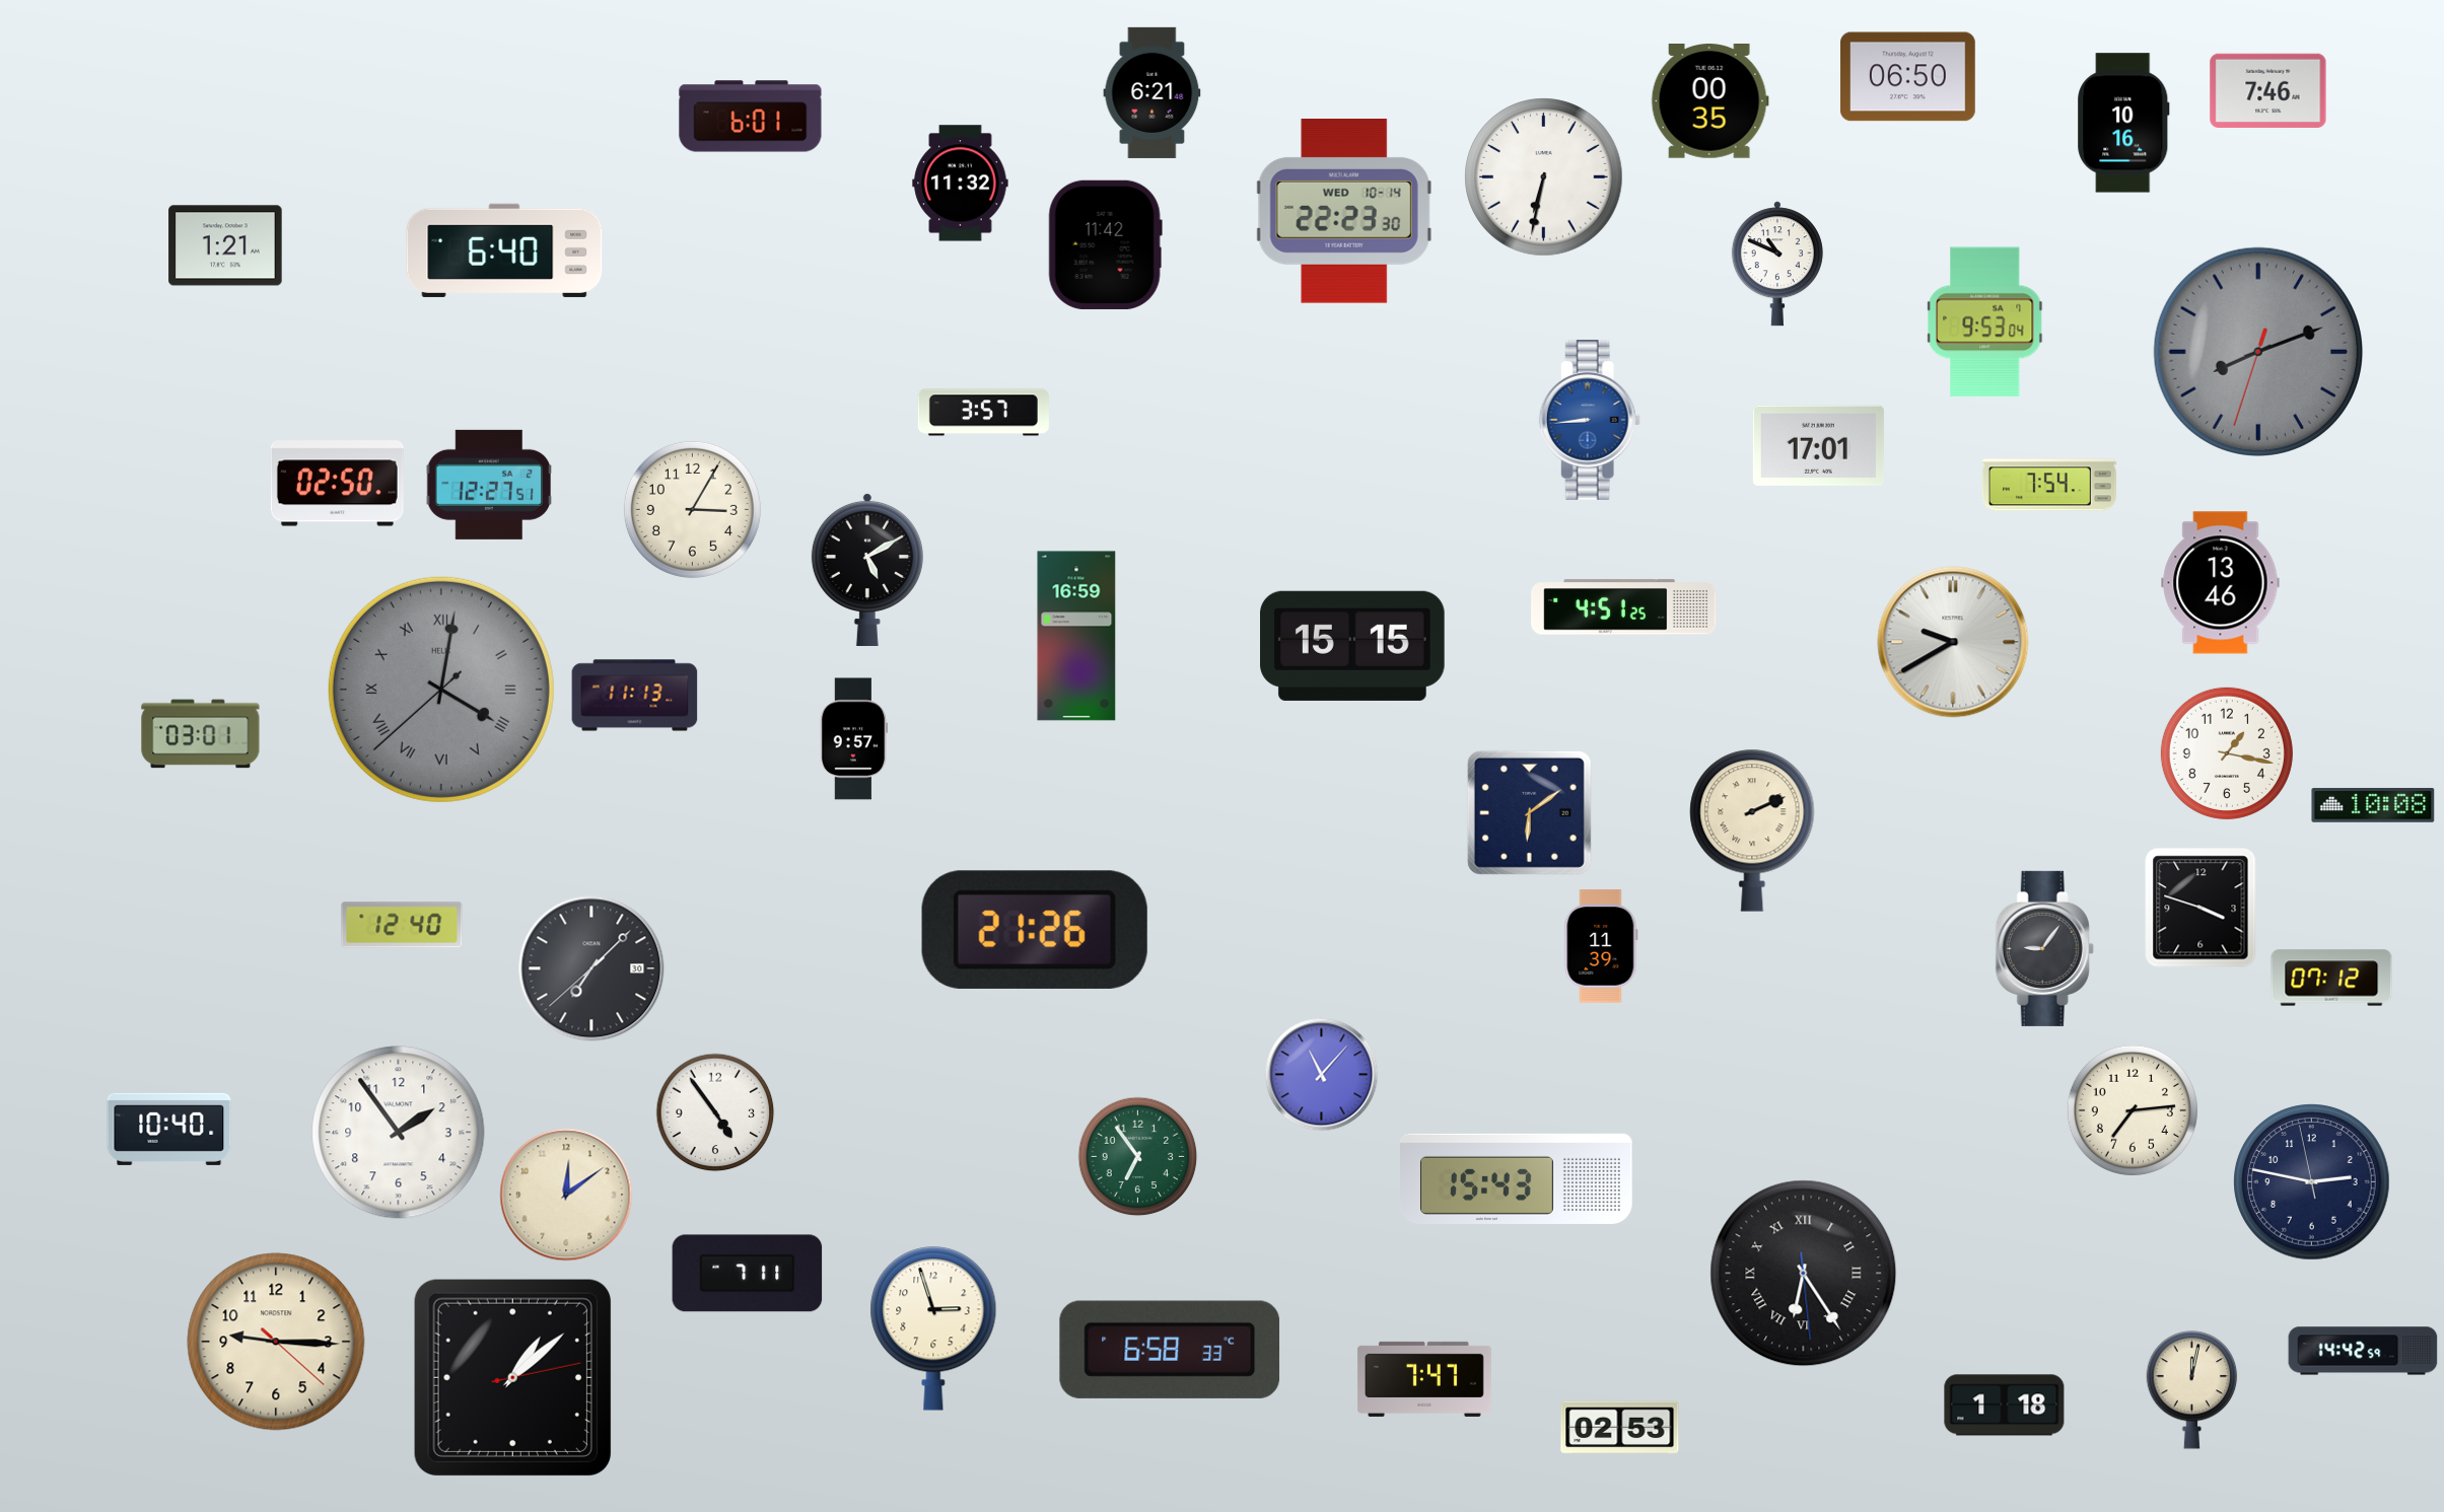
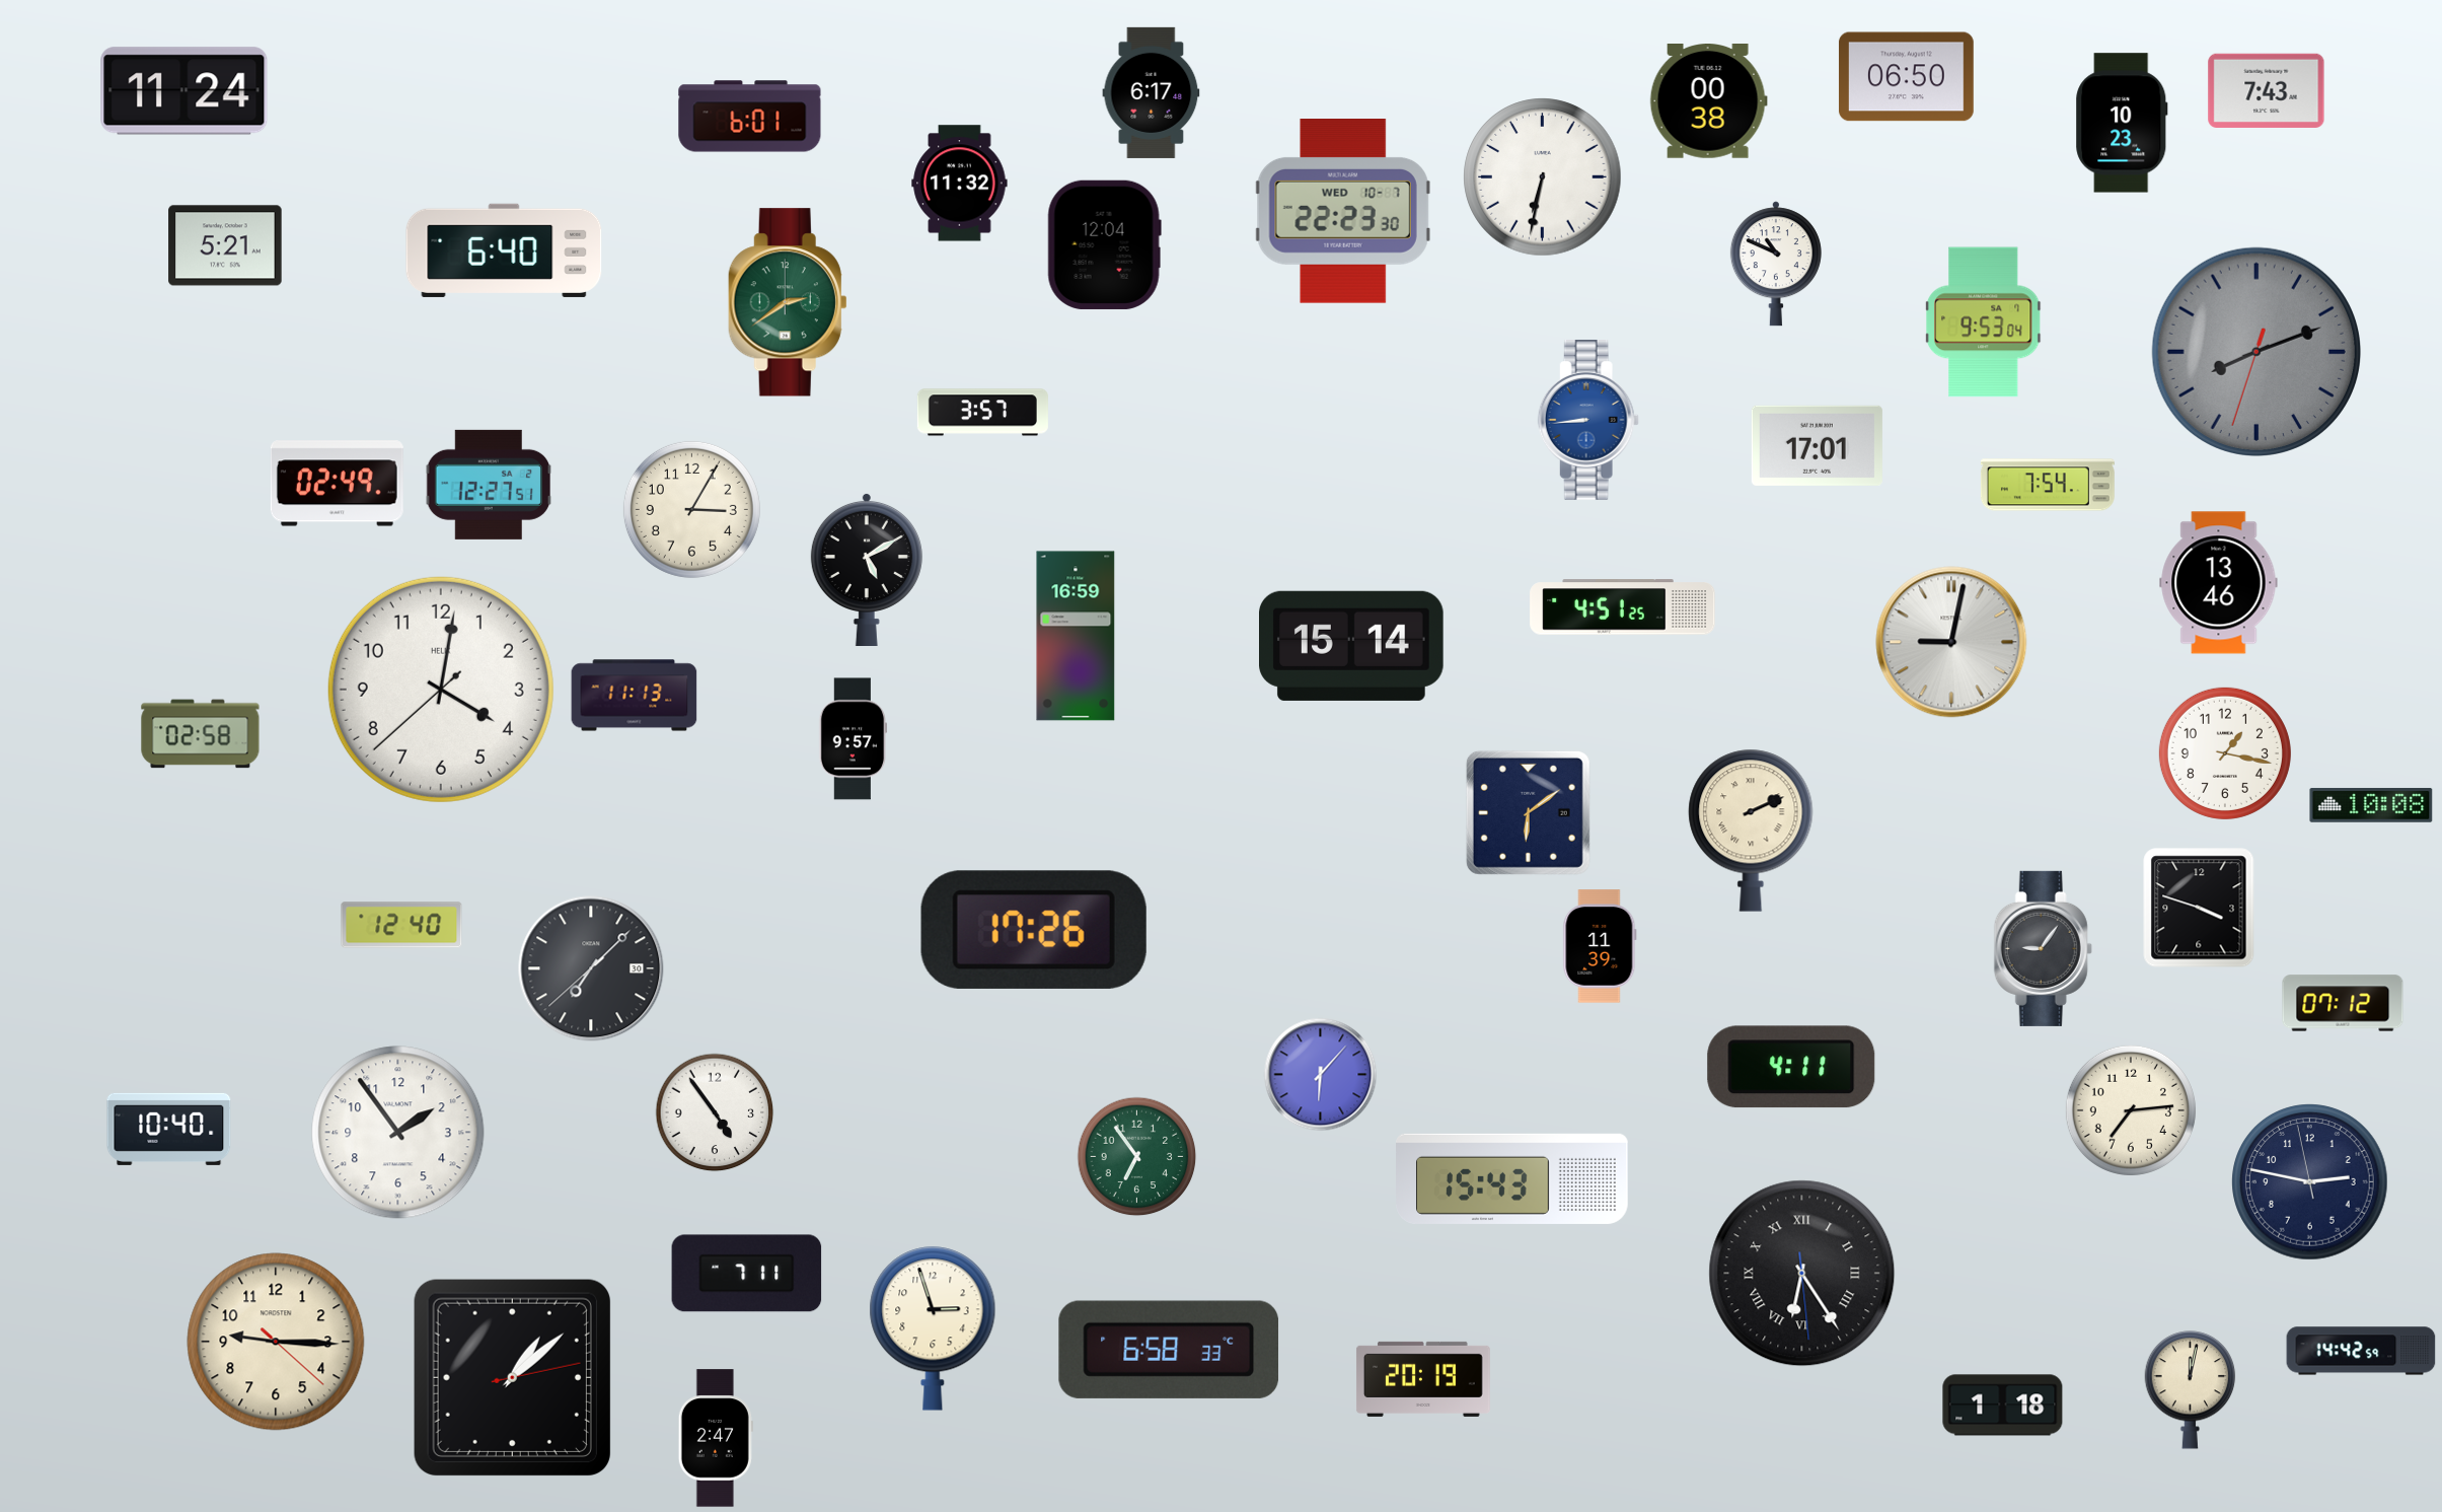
clock at (2268, 90): 7:46 -> 7:43
clock at (184, 91): none -> 11:24
clock at (1153, 92): 6:21 -> 6:17
clock at (1709, 101): 00:35 -> 00:38
clock at (2123, 123): 10:16 -> 10:23
clock at (1344, 212) date: WED 10-14 -> WED 10-7
clock at (1105, 244): 11:42 -> 12:04
clock at (225, 245): 1:21 -> 5:21
clock at (788, 302): none -> 2:39
clock at (337, 484): 02:50 -> 02:49
clock at (1953, 642): 9:40 -> 9:02
clock at (1353, 646): 15:15 -> 15:14
clock at (441, 690) dial: grey -> white
clock at (441, 690) numerals: Roman -> Arabic
clock at (201, 734): 03:01 -> 02:58
clock at (1035, 930): 21:26 -> 17:26
clock at (2331, 978) position: (2331, 978) -> (2343, 1003)
clock at (1791, 1067): none -> 4:11
clock at (1322, 1075): 11:07 -> 6:07
clock at (1517, 1178) position: (1517, 1178) -> (1512, 1178)
clock at (566, 1195): 12:09 -> none
clock at (1424, 1379): 7:47 -> 20:19
clock at (1620, 1428): 02:53 -> none
clock at (716, 1438): none -> 2:47
